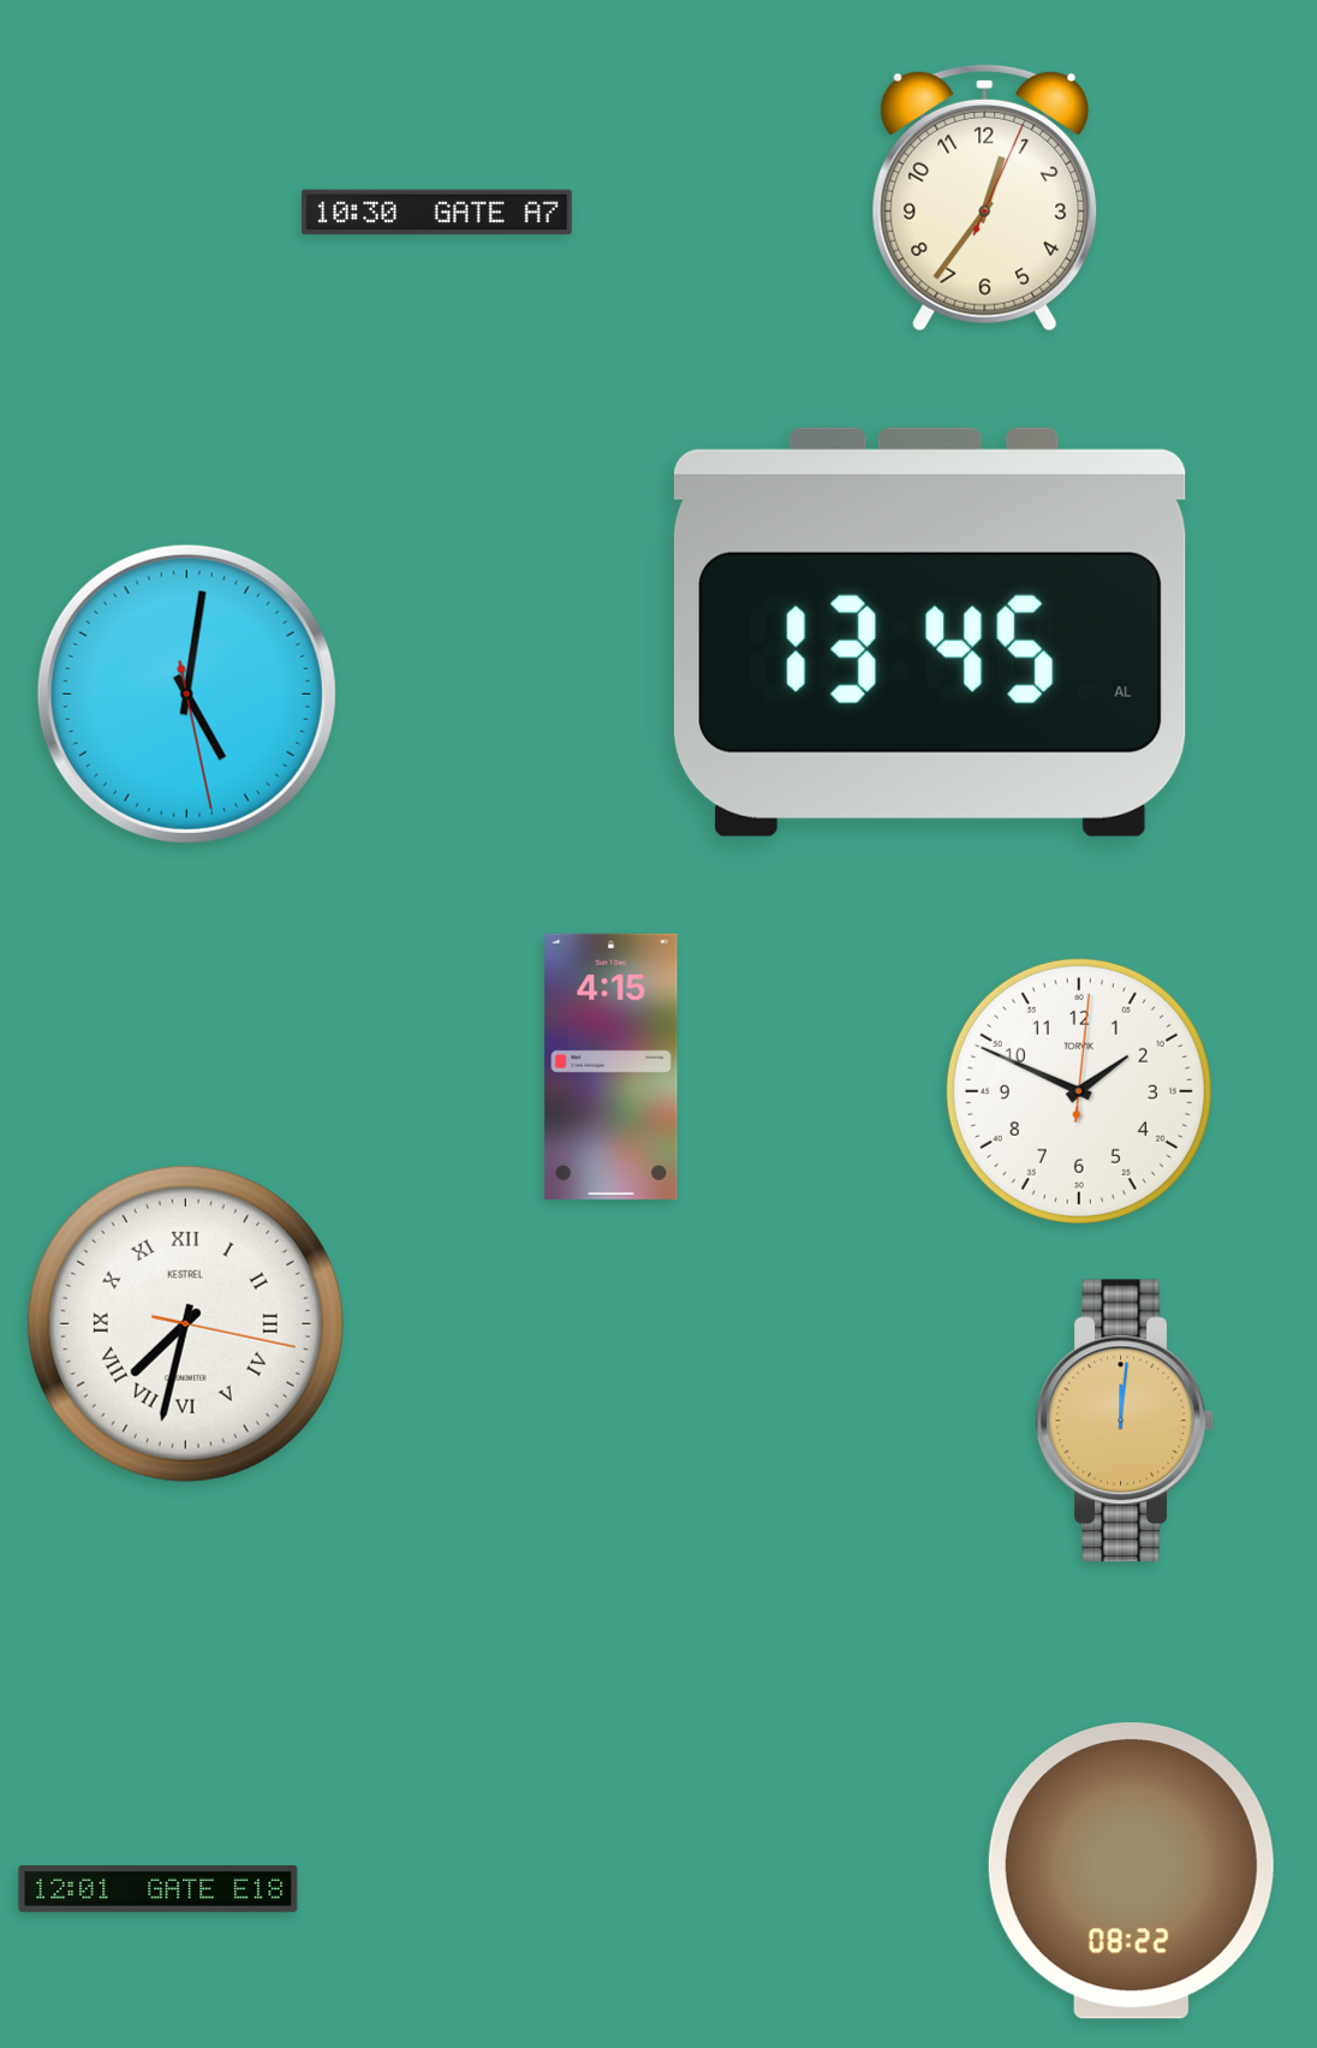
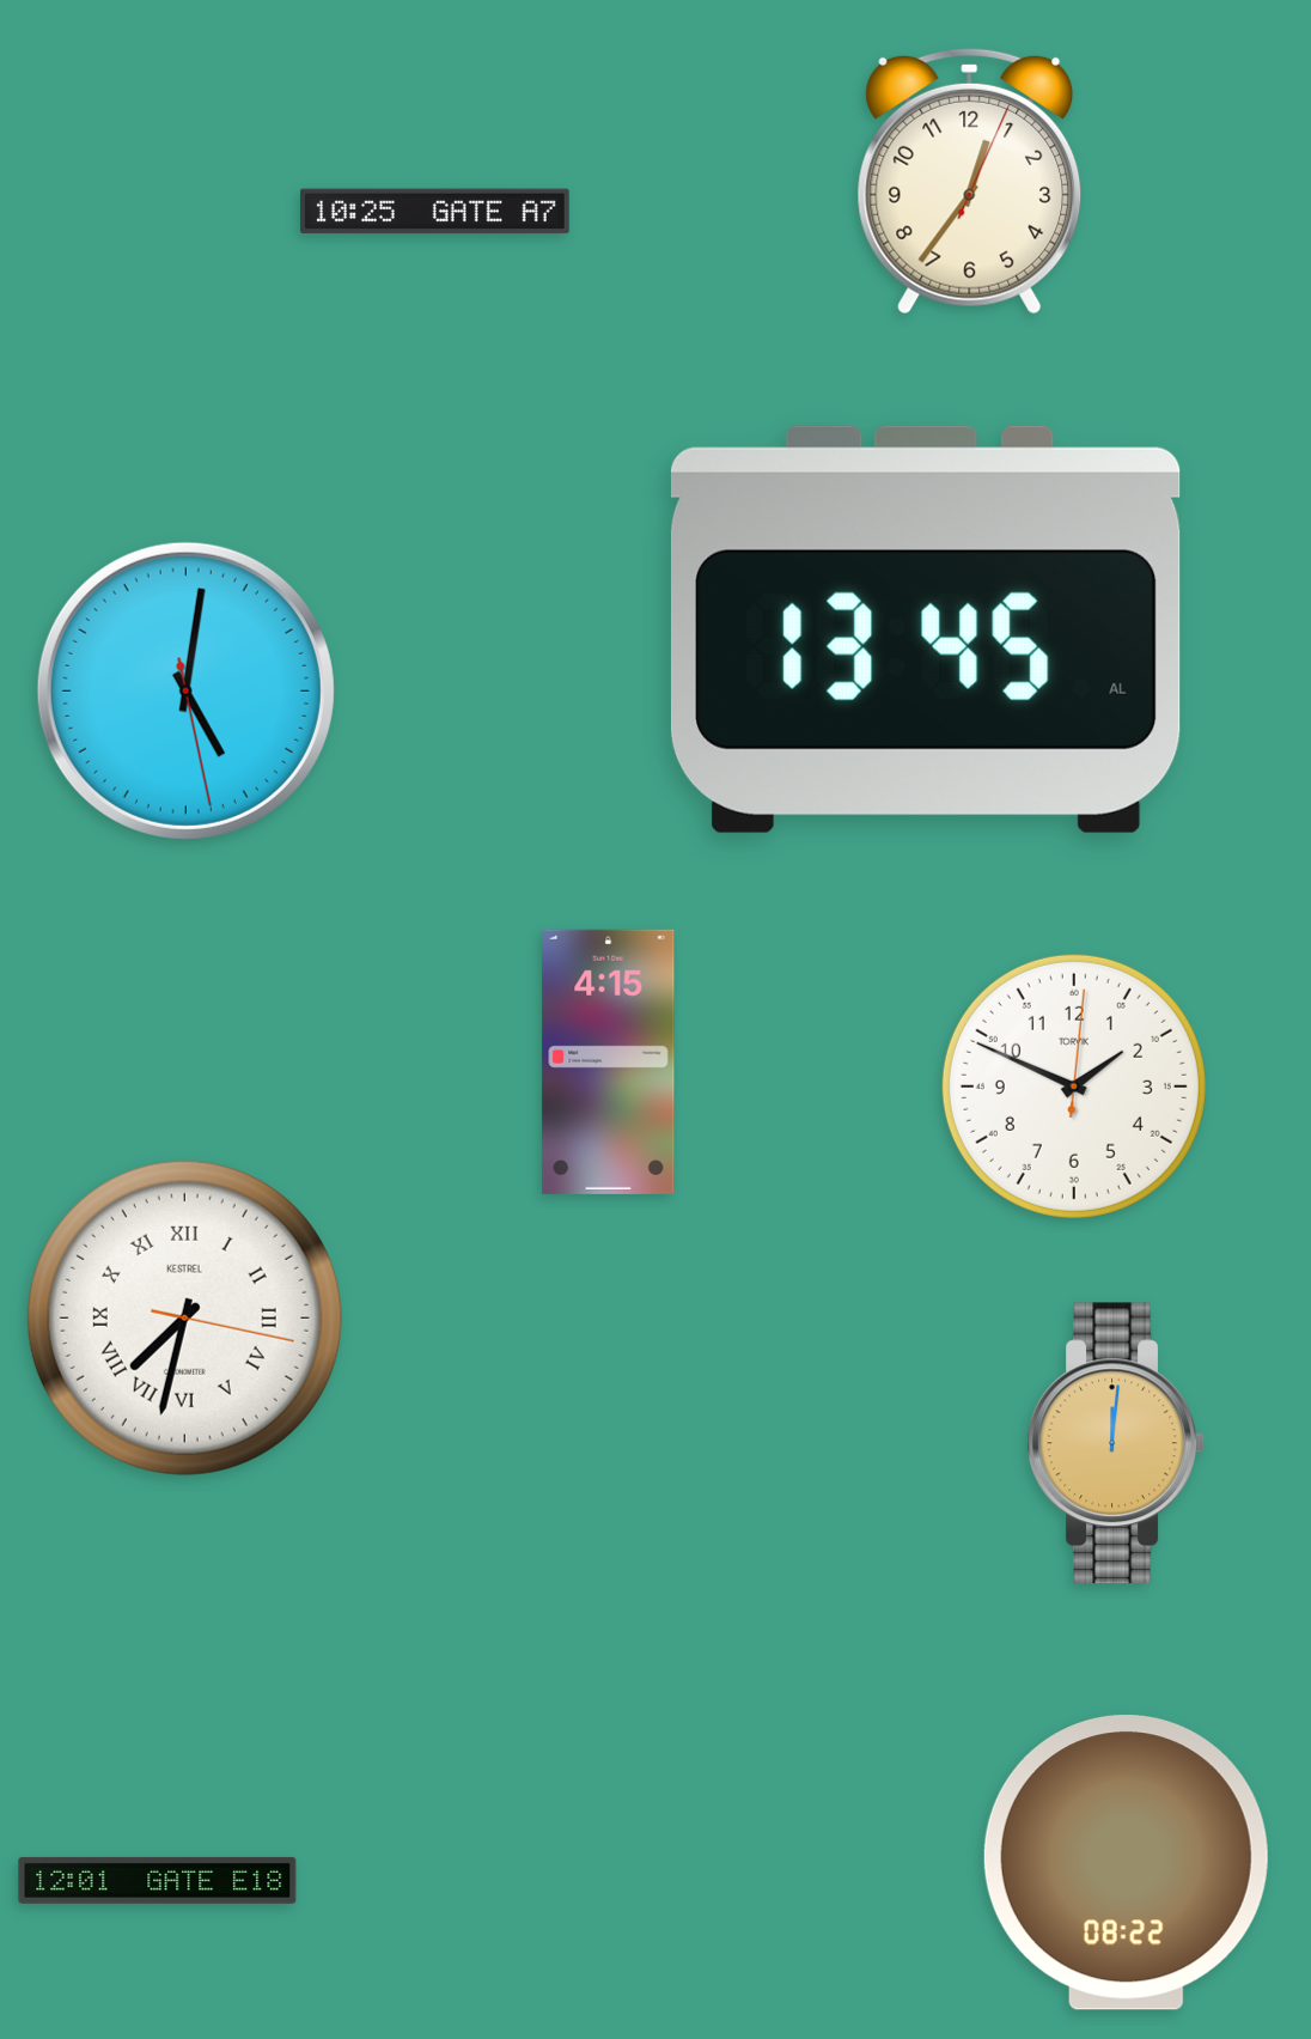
clock at (985, 197) position: (985, 197) -> (970, 181)
clock at (436, 213): 10:30 -> 10:25
clock at (1125, 1421) position: (1125, 1421) -> (1116, 1443)
